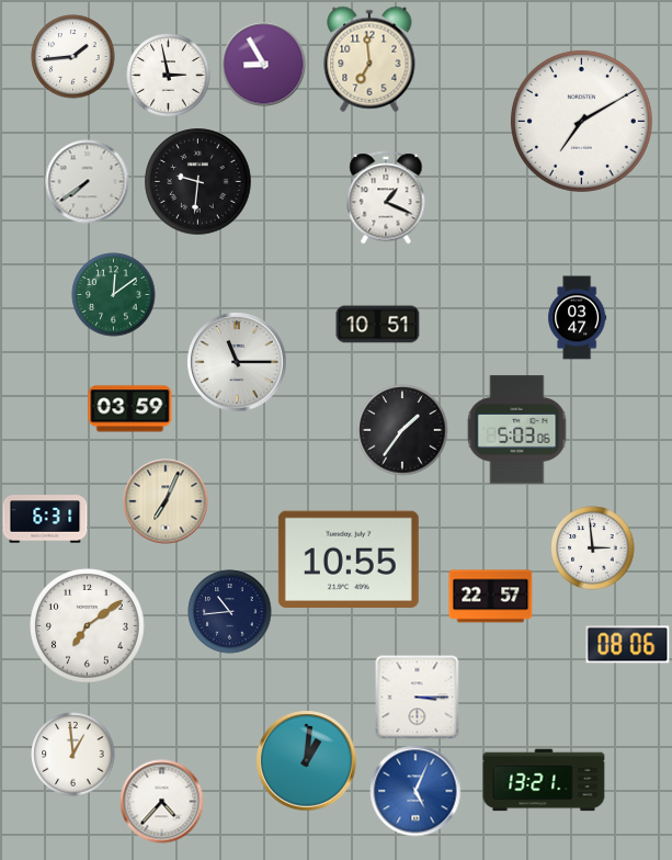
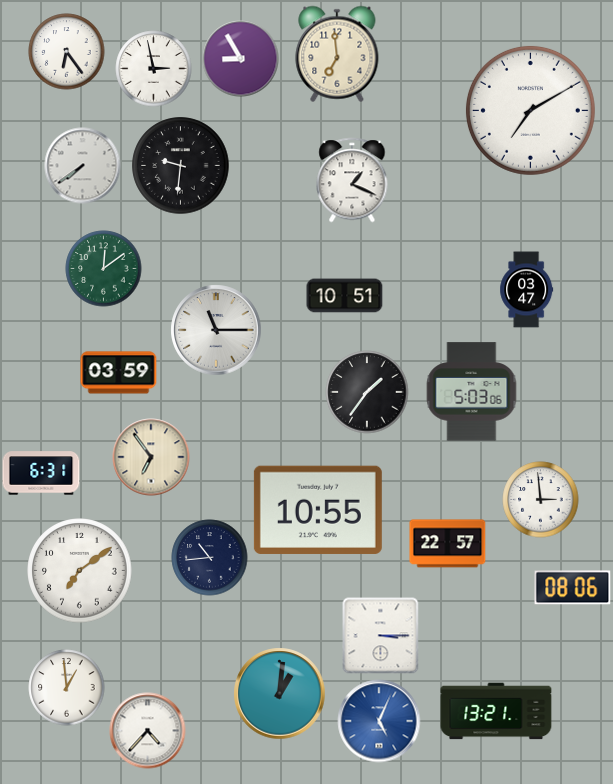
clock at (73, 57): 1:44 -> 6:24
clock at (88, 182) position: (88, 182) -> (83, 166)
clock at (166, 501): 7:04 -> 6:54
